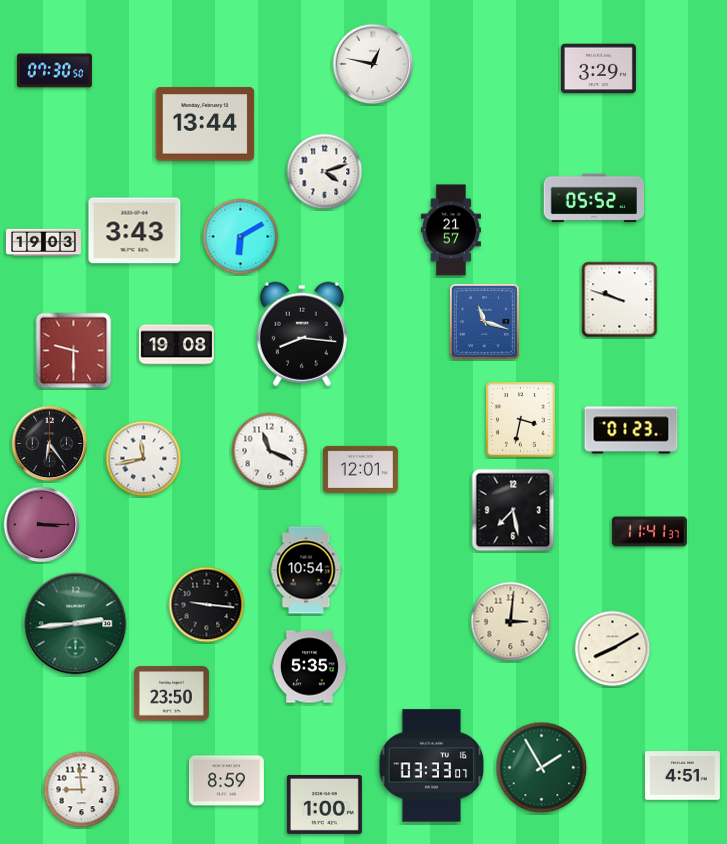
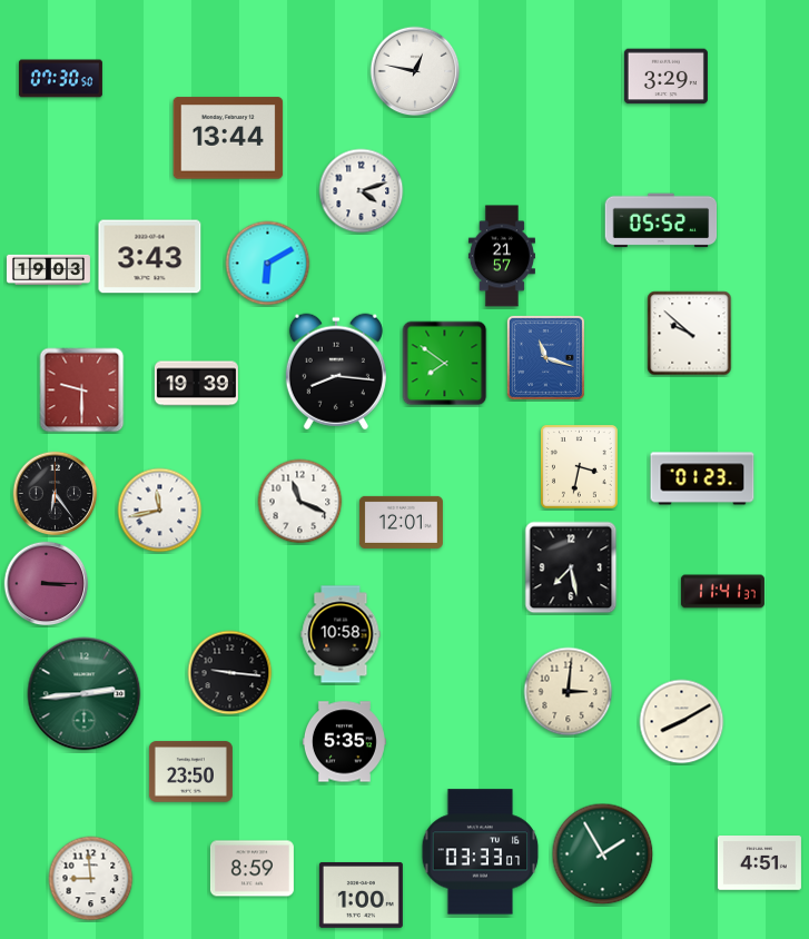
clock at (620, 300): 9:48 -> 9:52
clock at (484, 321) position: (484, 321) -> (545, 357)
clock at (445, 364): none -> 7:51
clock at (176, 345): 19:08 -> 19:39
clock at (306, 570): 10:54 -> 10:58
